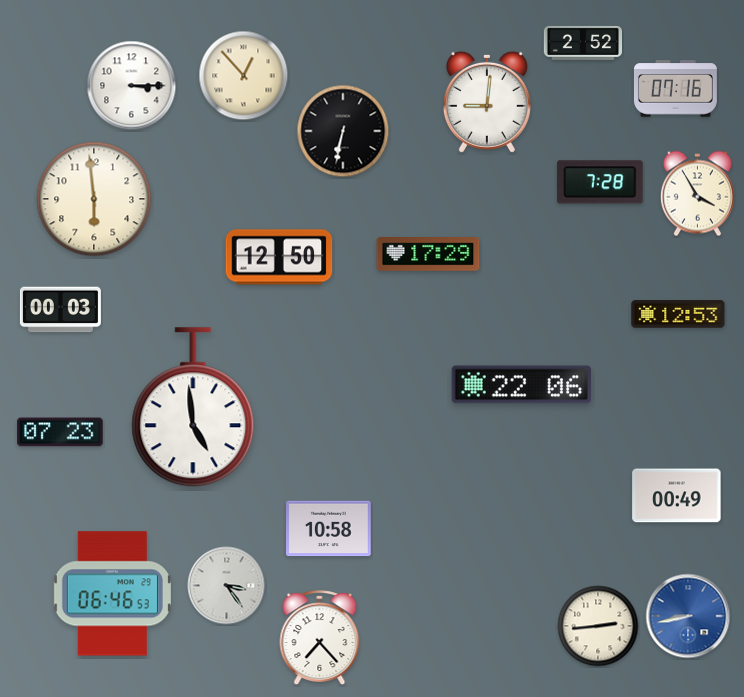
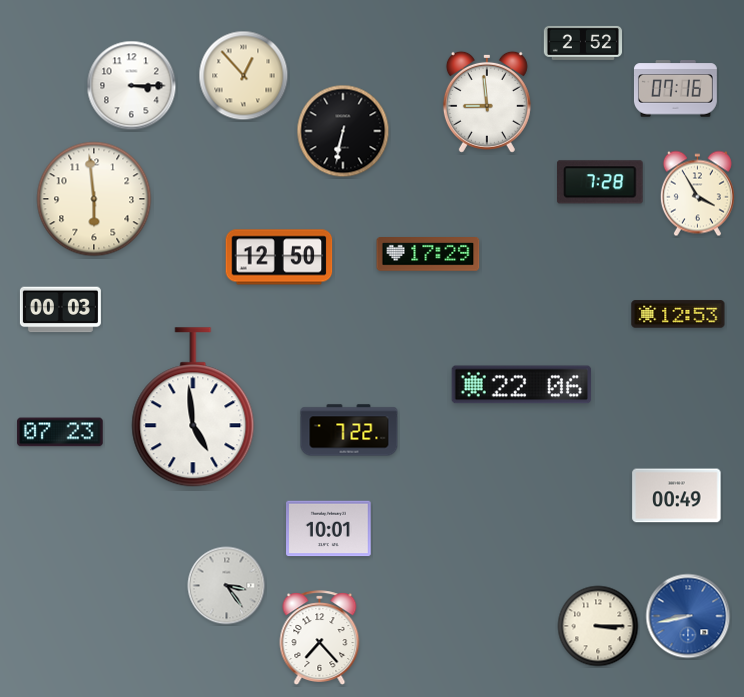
clock at (487, 102): 9:01 -> 8:59
clock at (349, 430): none -> 7:22
clock at (329, 529): 10:58 -> 10:01
clock at (112, 594): 06:46 -> none
clock at (598, 626): 2:44 -> 3:15
